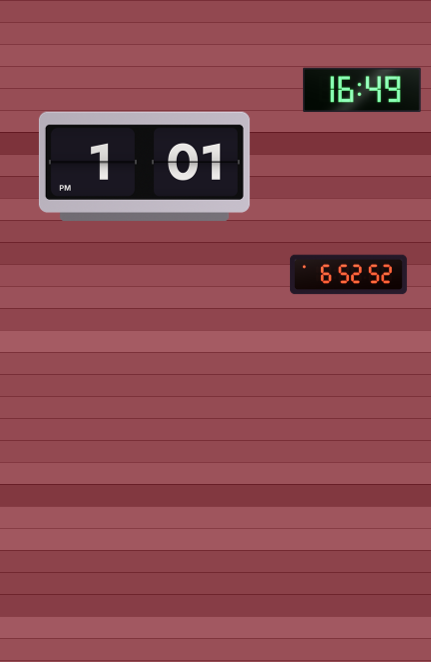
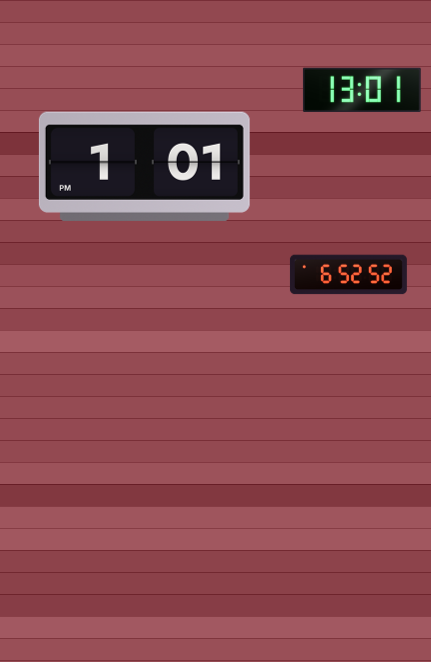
clock at (362, 90): 16:49 -> 13:01
